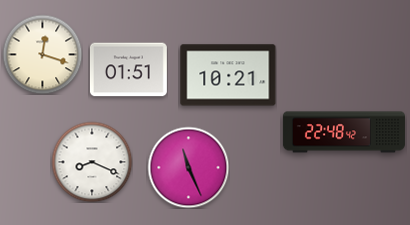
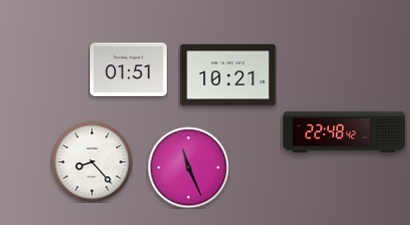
clock at (42, 54): 12:18 -> none
clock at (92, 162): 8:19 -> 8:23
